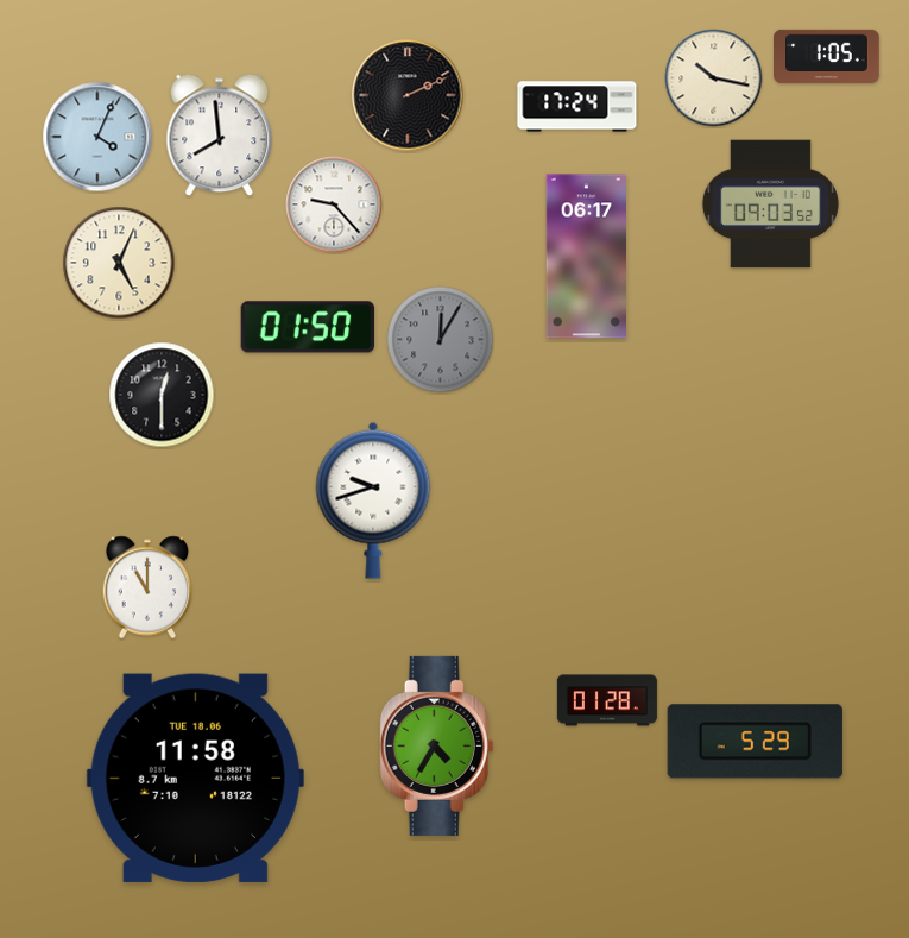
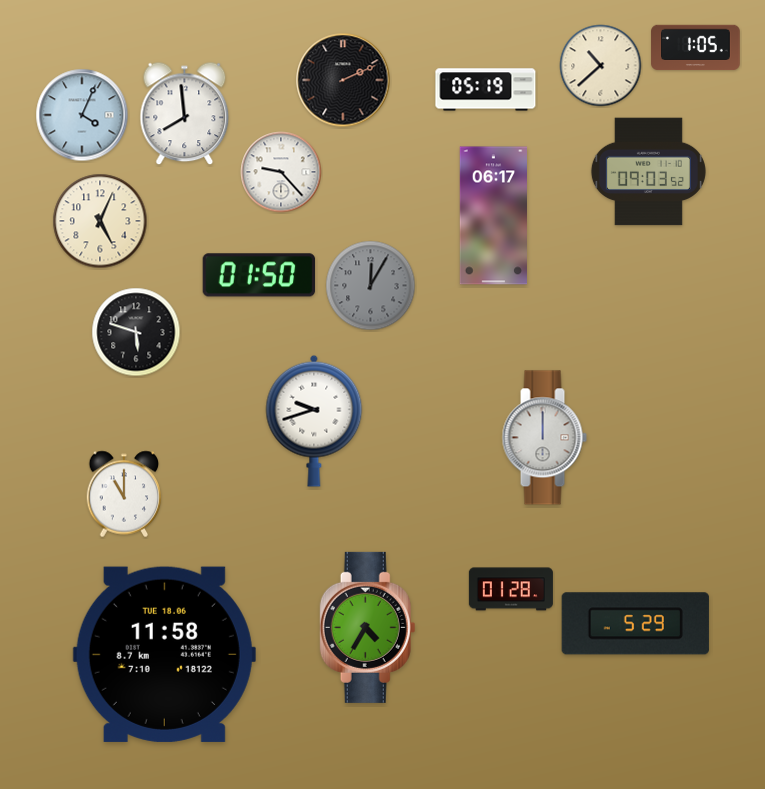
clock at (714, 78): 10:17 -> 10:38
clock at (577, 107): 17:24 -> 05:19
clock at (162, 395): 12:30 -> 5:48
clock at (544, 438): none -> 12:00
